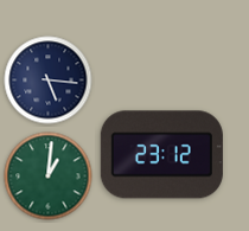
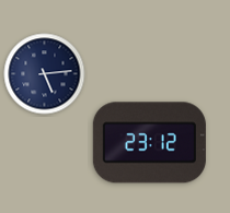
clock at (49, 81): 5:16 -> 5:14
clock at (49, 177): 1:01 -> none
